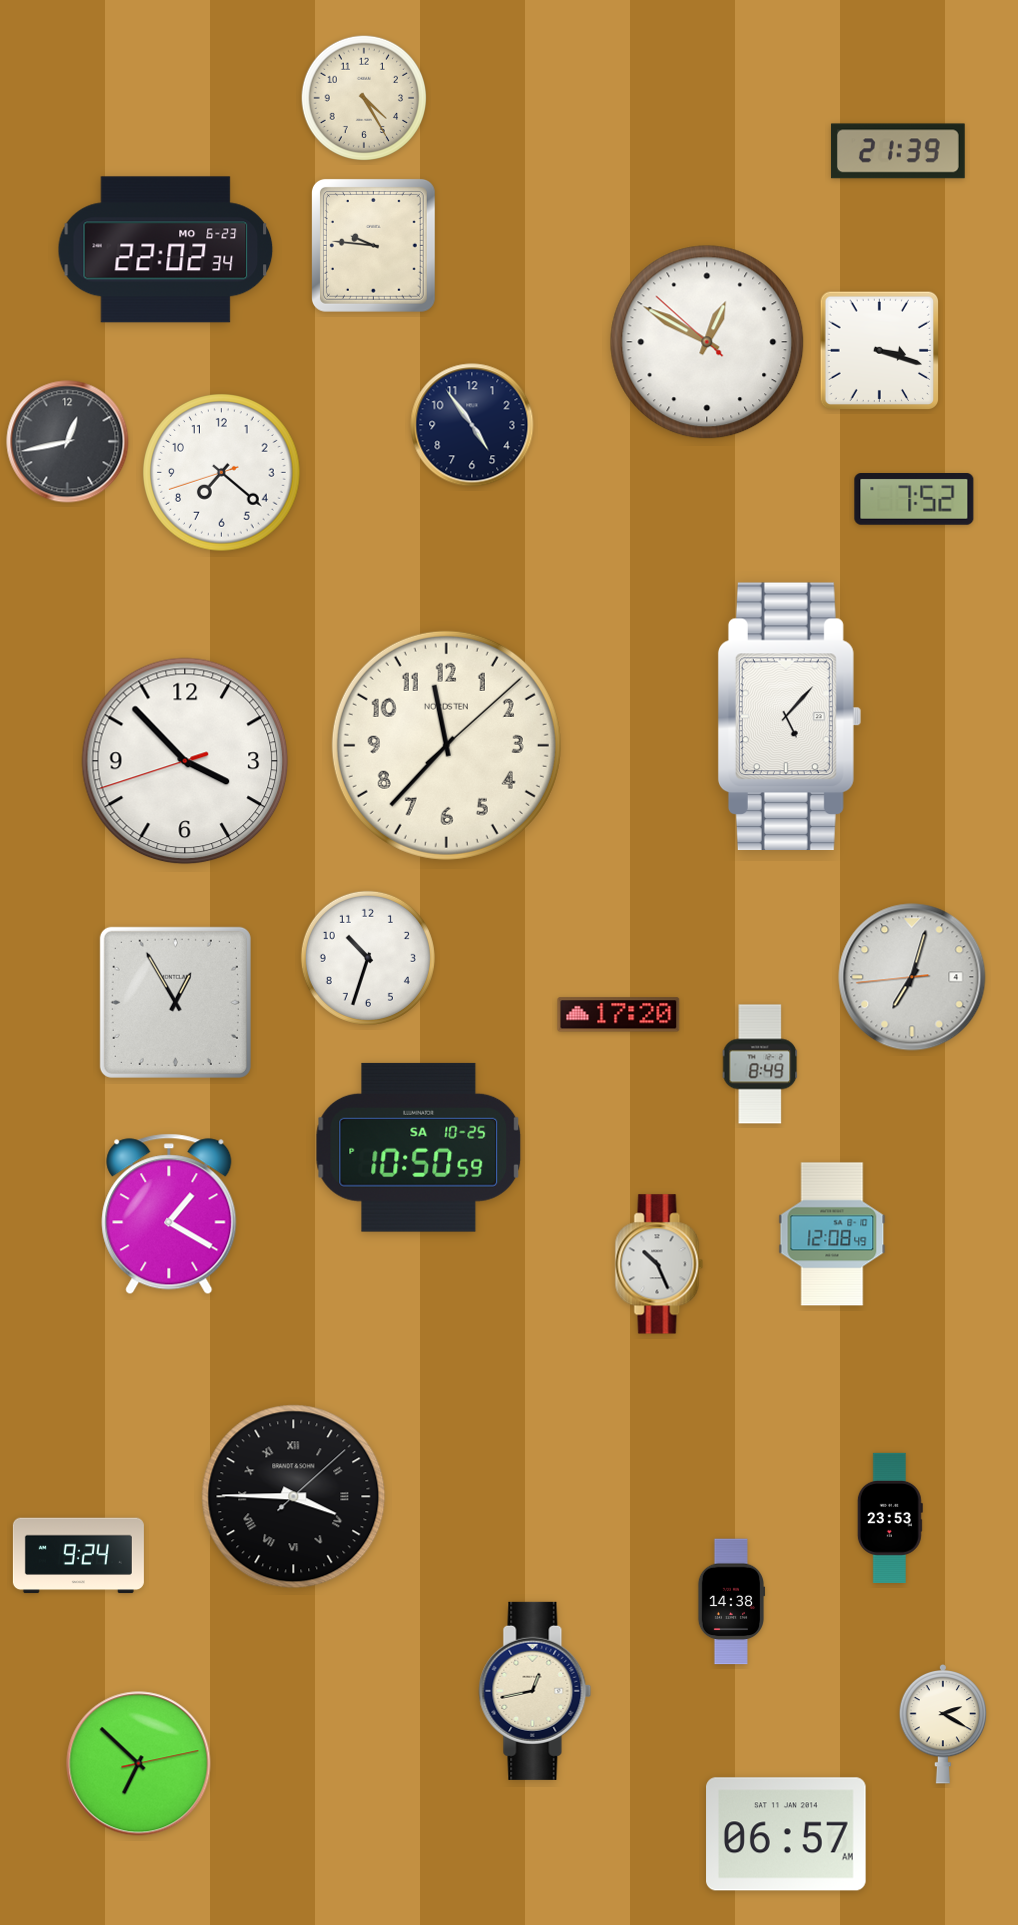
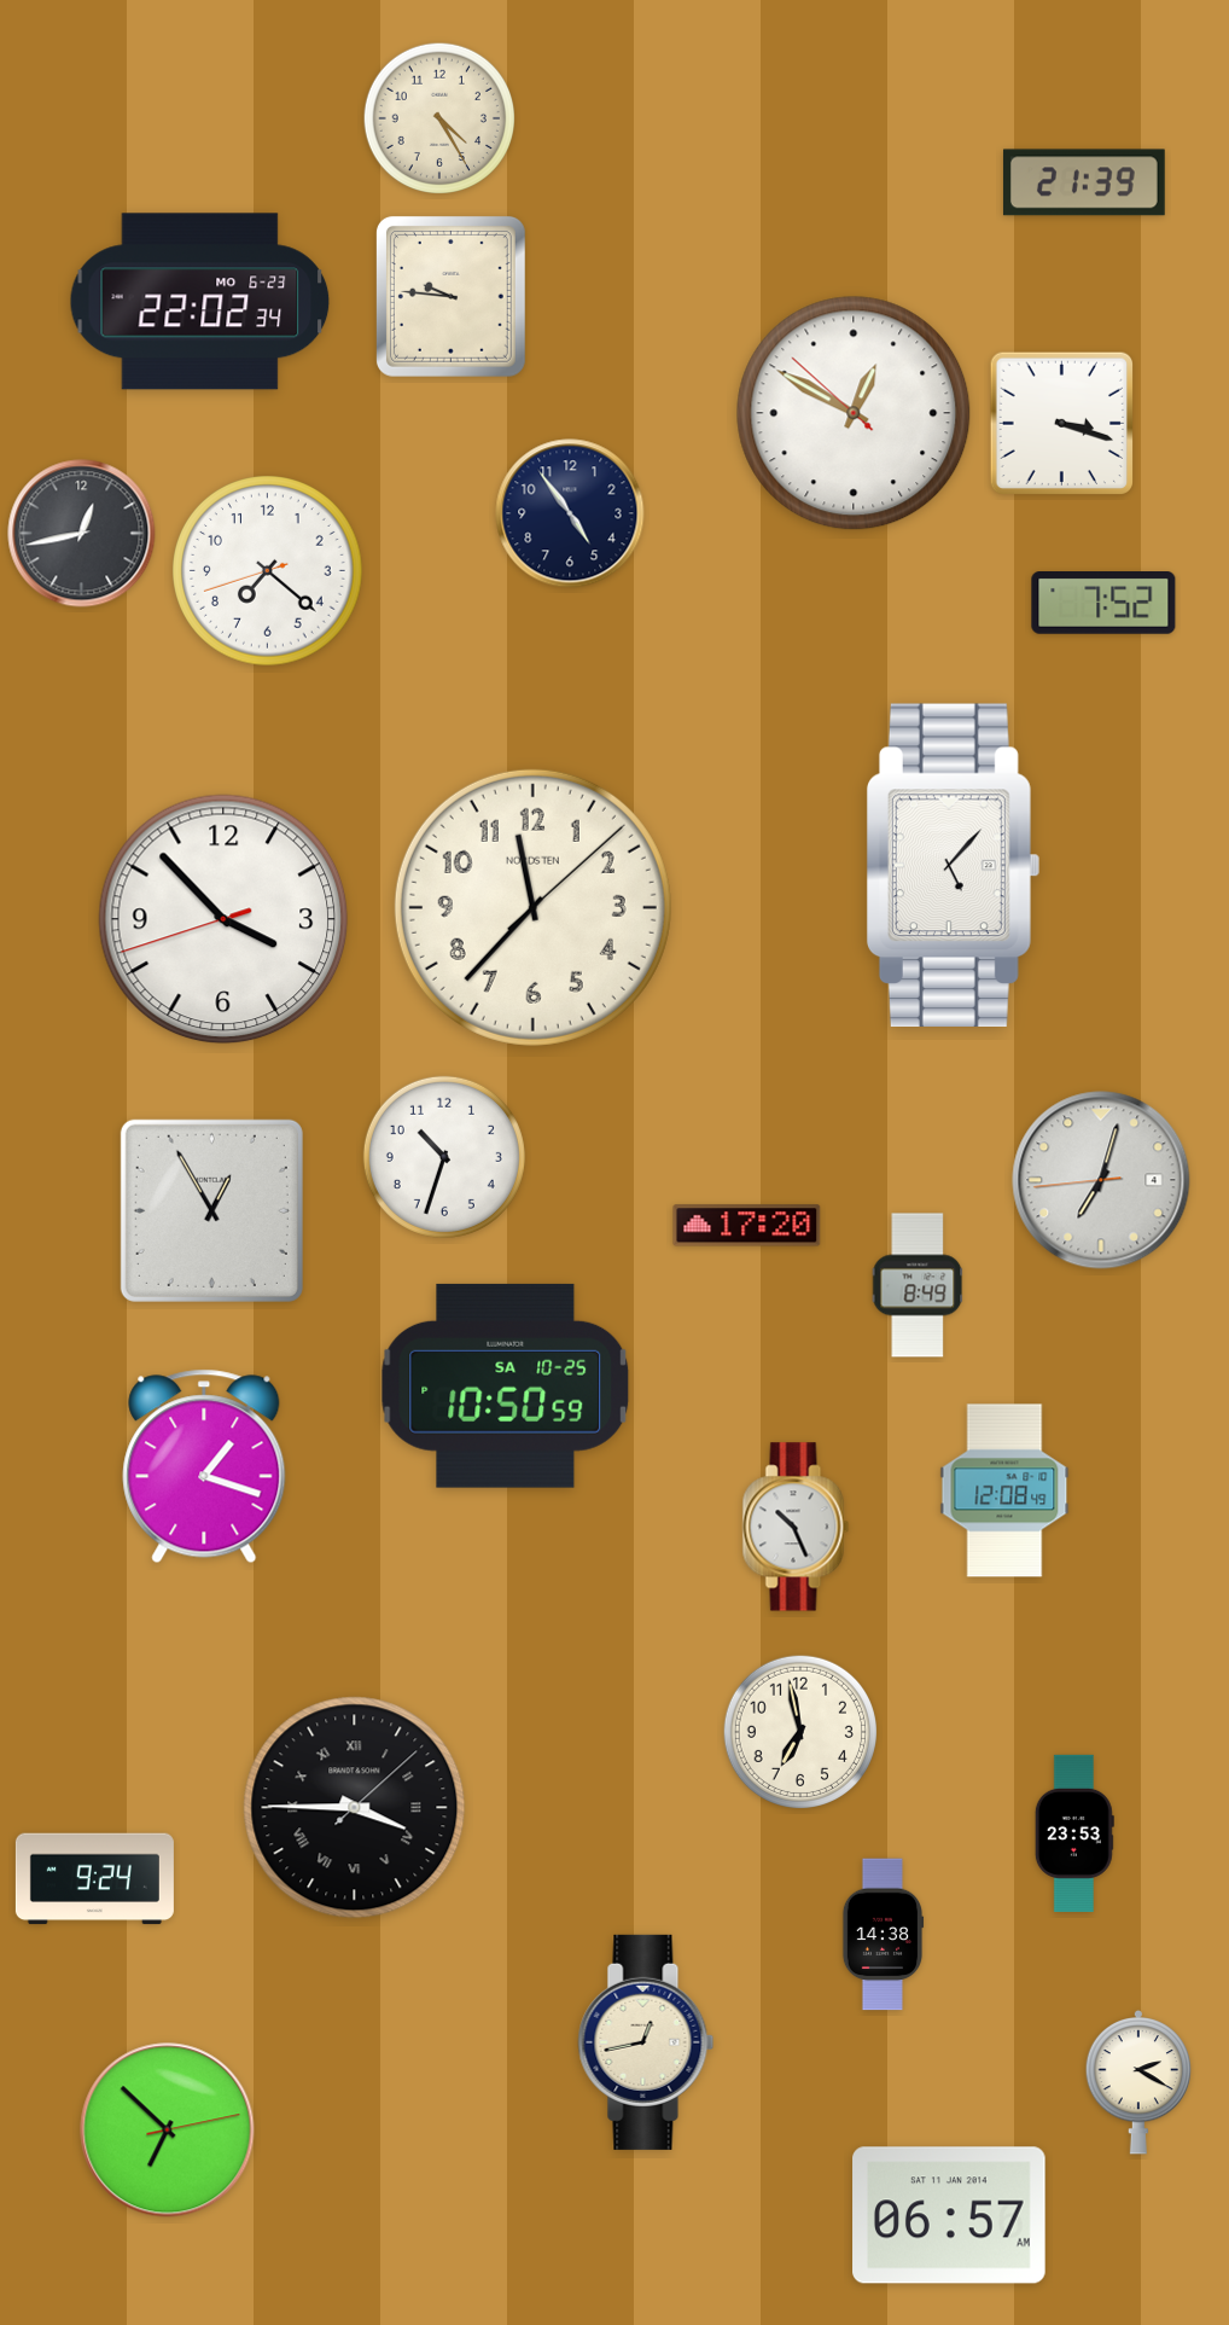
clock at (446, 745) position: (446, 745) -> (532, 907)
clock at (169, 1214): 1:20 -> 1:18
clock at (799, 1731): none -> 6:58
